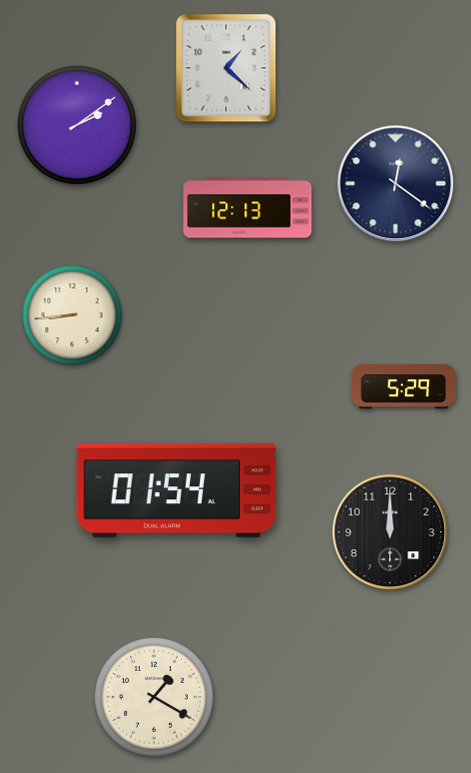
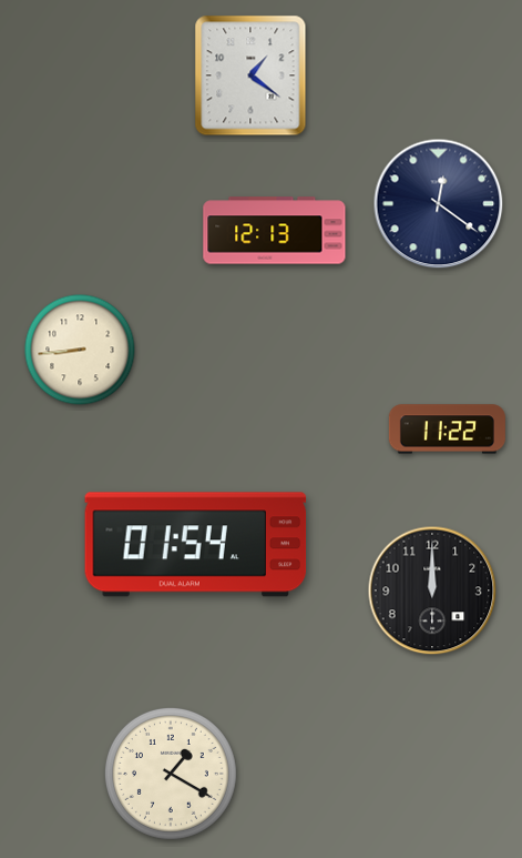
clock at (226, 68): 1:22 -> 1:21
clock at (77, 125): 2:09 -> none
clock at (403, 387): 5:29 -> 11:22
